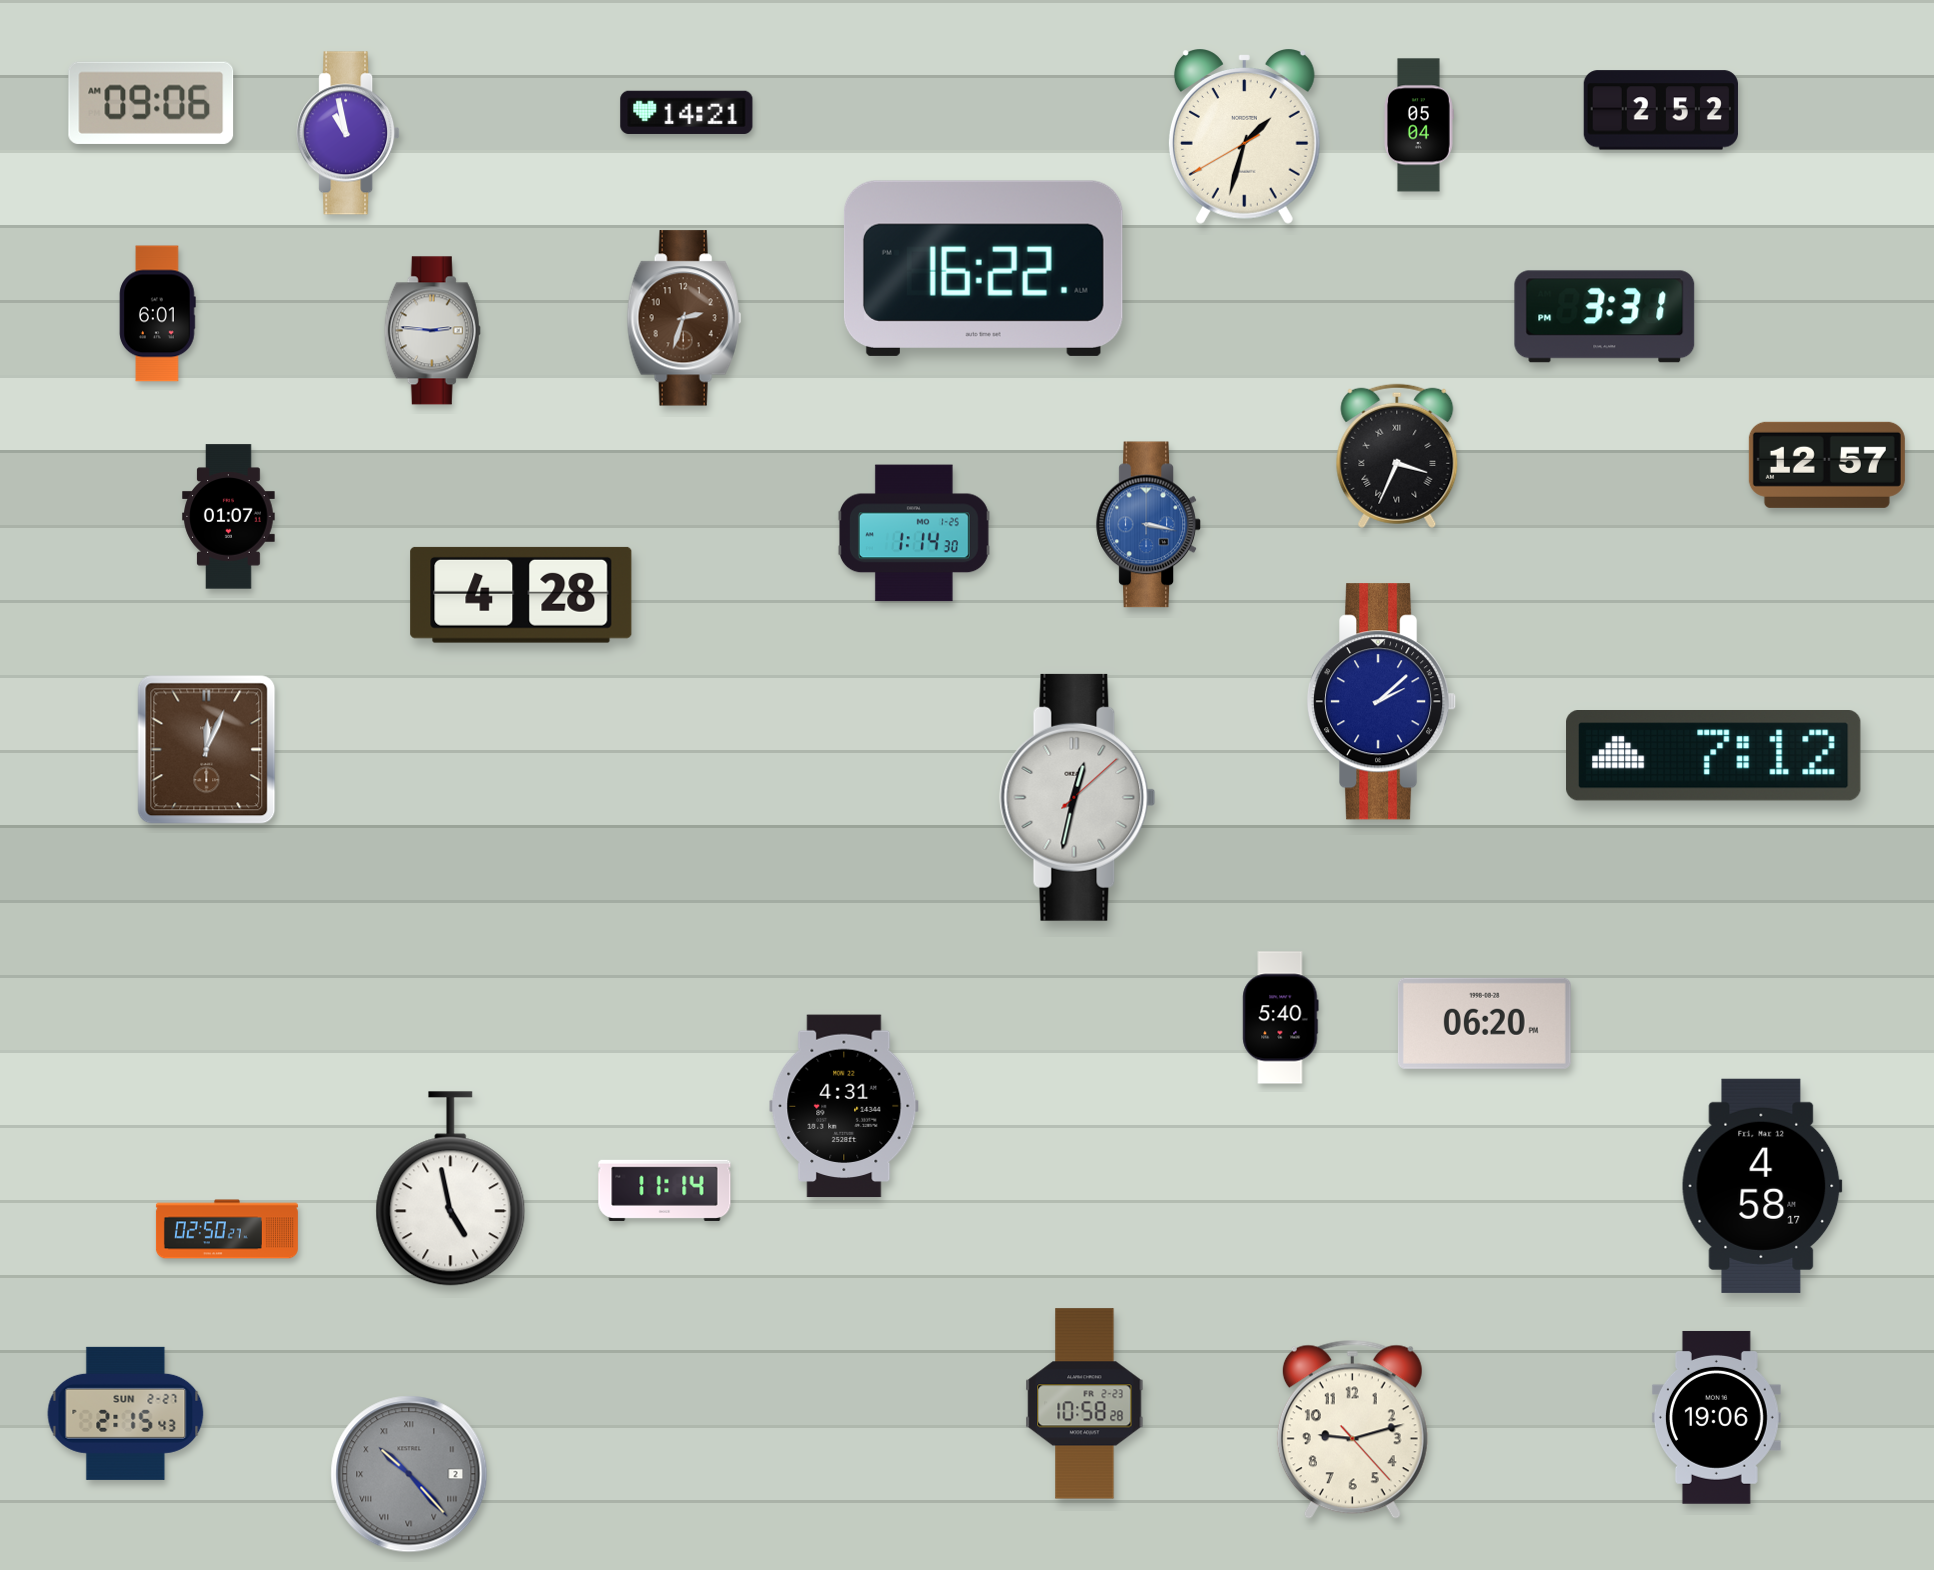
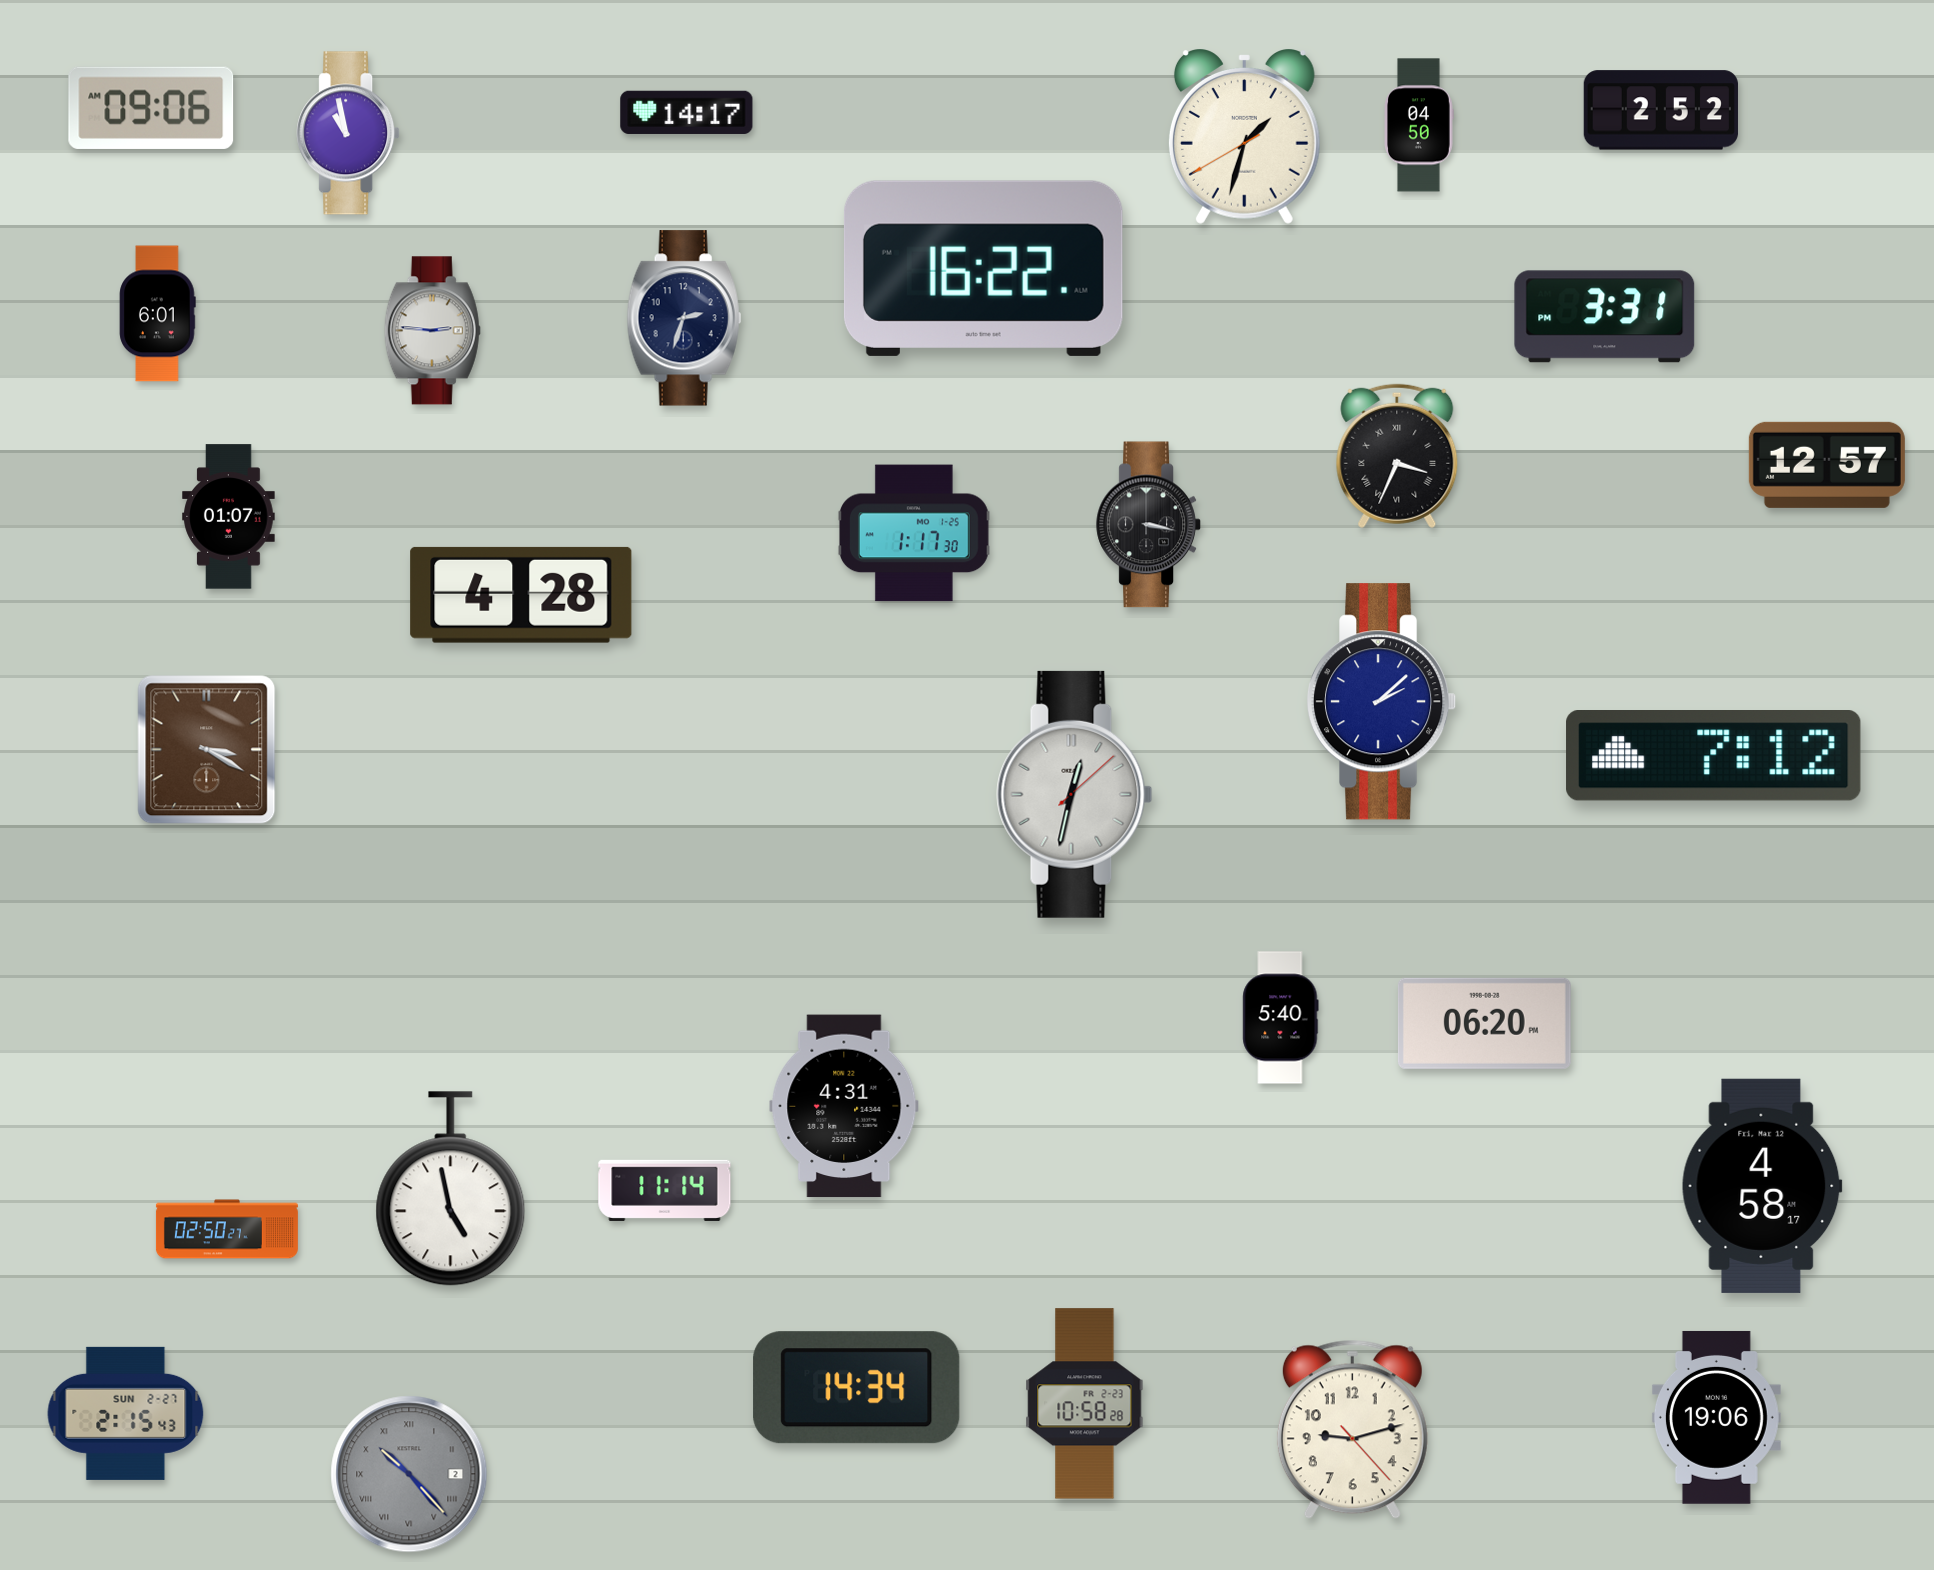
clock at (151, 103) position: (151, 103) -> (151, 108)
clock at (687, 112): 14:21 -> 14:17
clock at (1419, 125): 05:04 -> 04:50
clock at (684, 318) dial: brown -> navy
clock at (1149, 525) dial: blue -> black
clock at (914, 533): 1:14 -> 1:17
clock at (207, 750): 12:04 -> 3:20
clock at (1078, 797) position: (1078, 797) -> (1075, 794)
clock at (857, 1388): none -> 14:34
